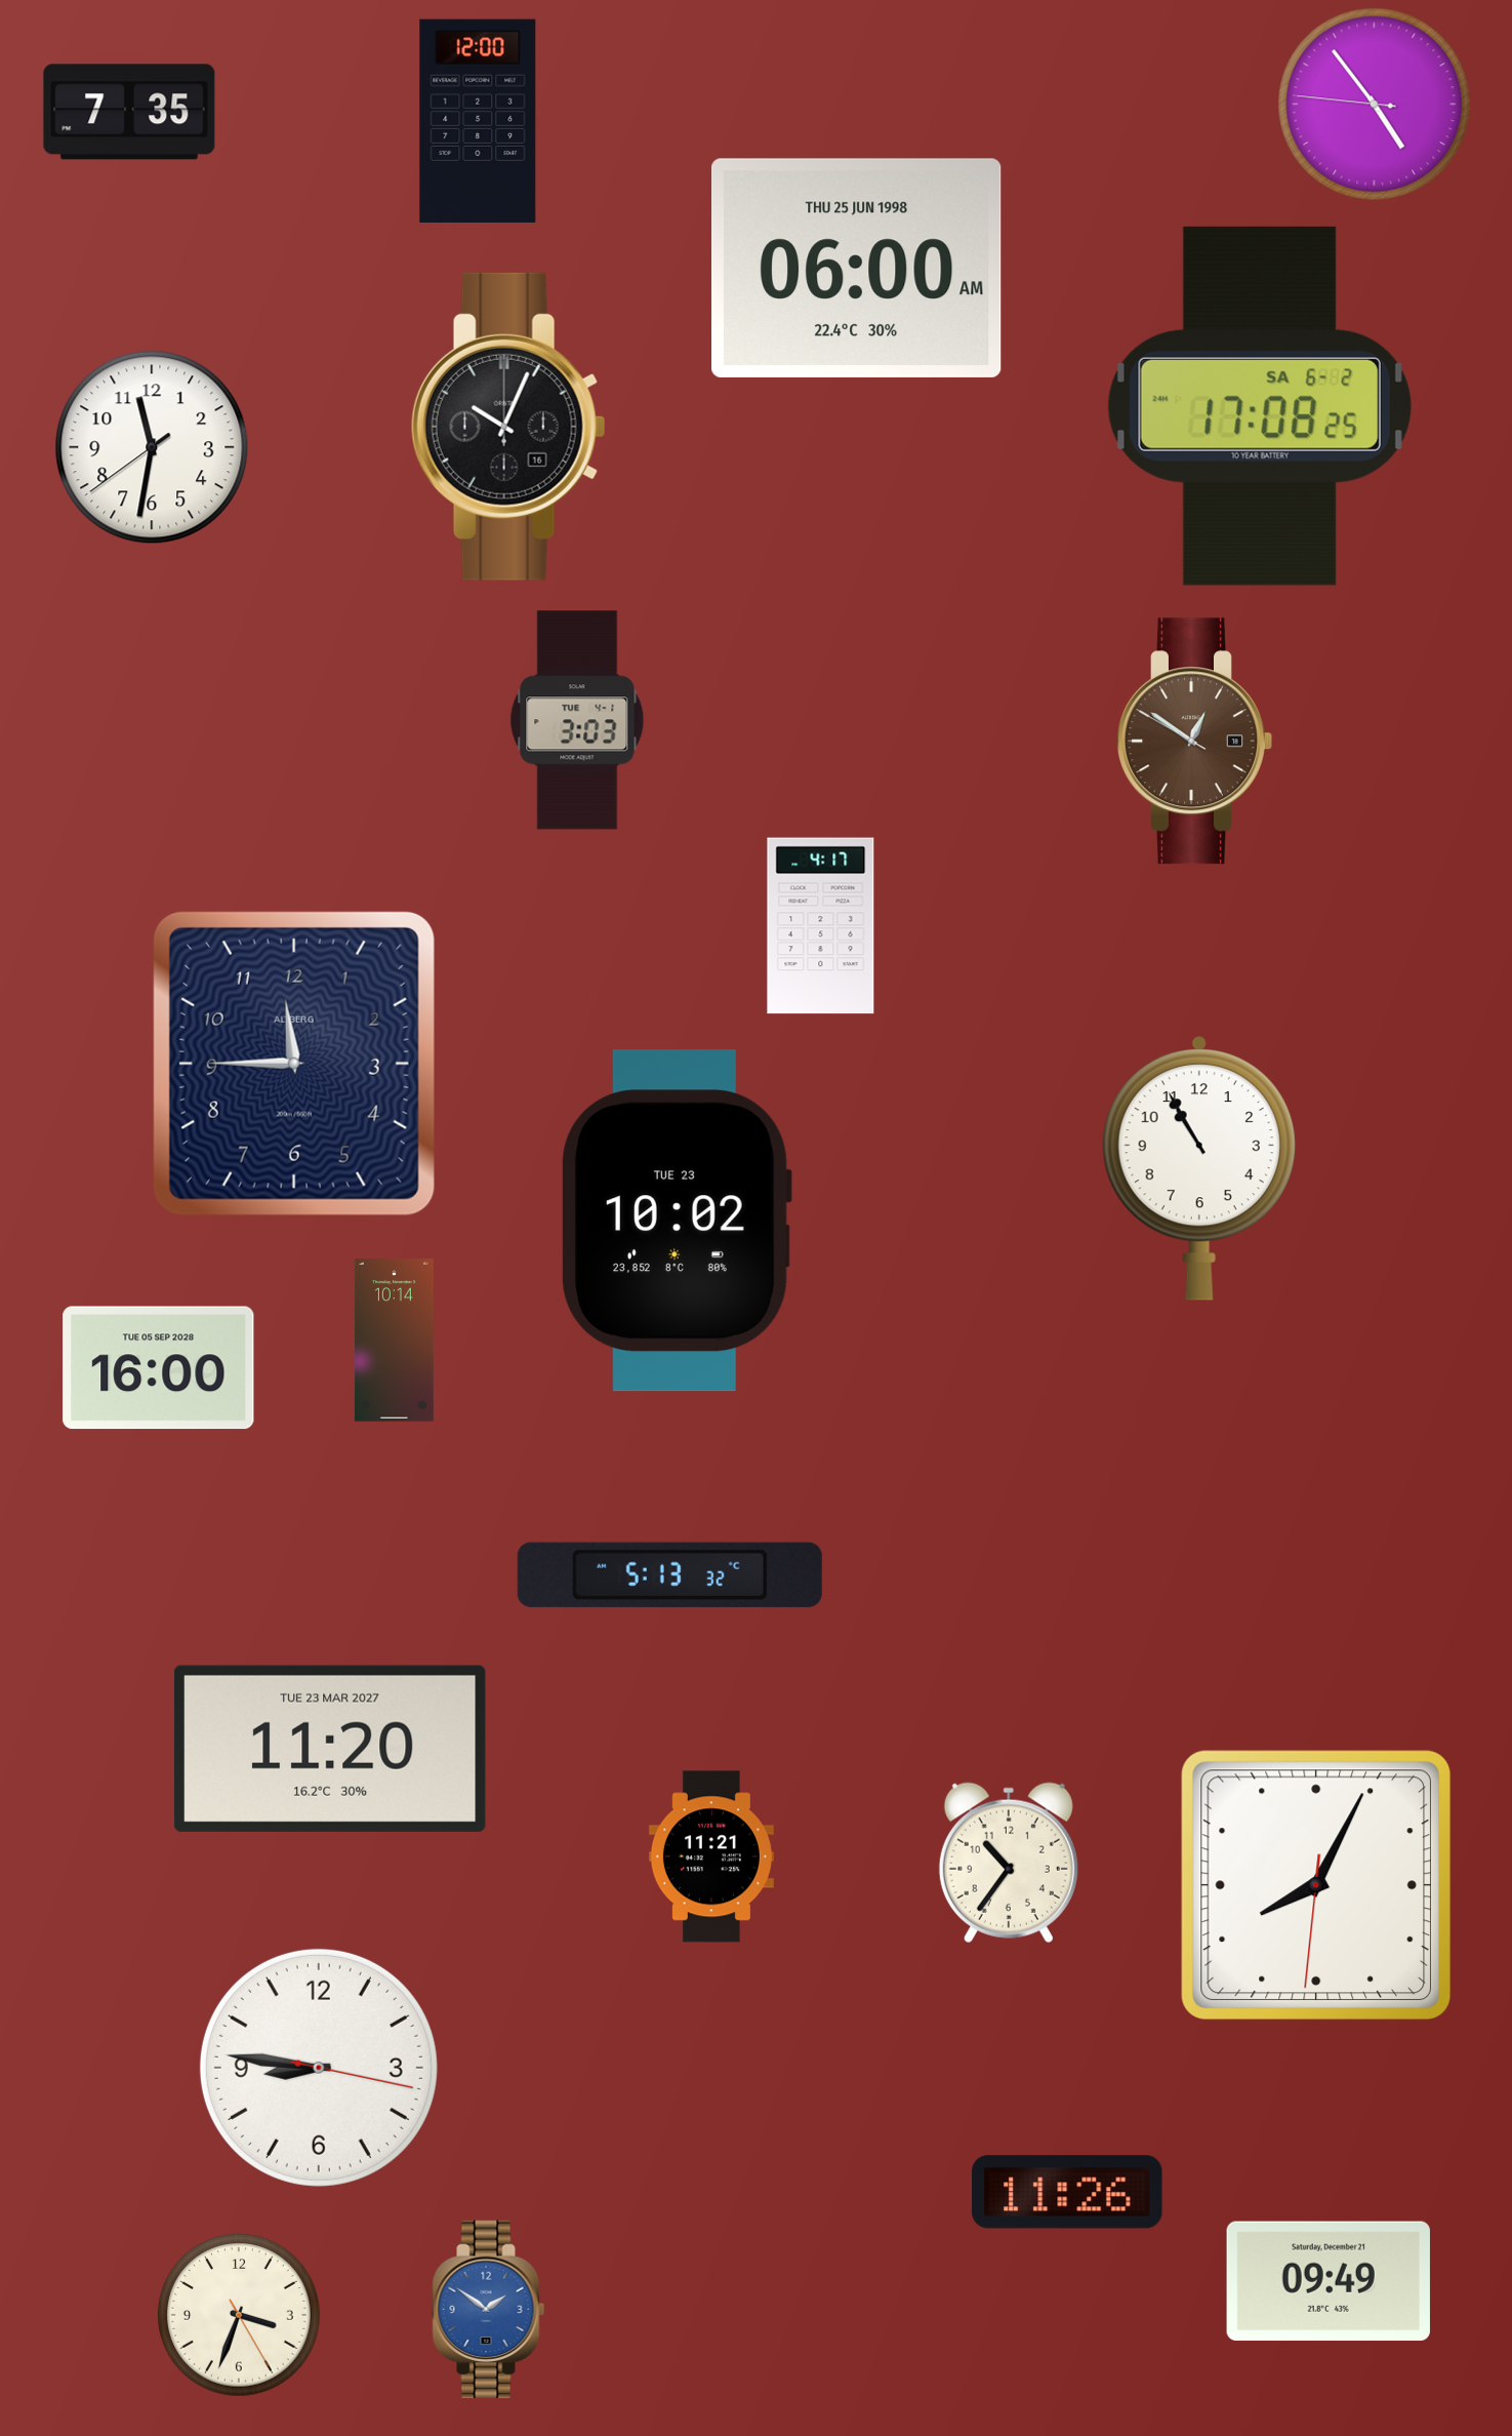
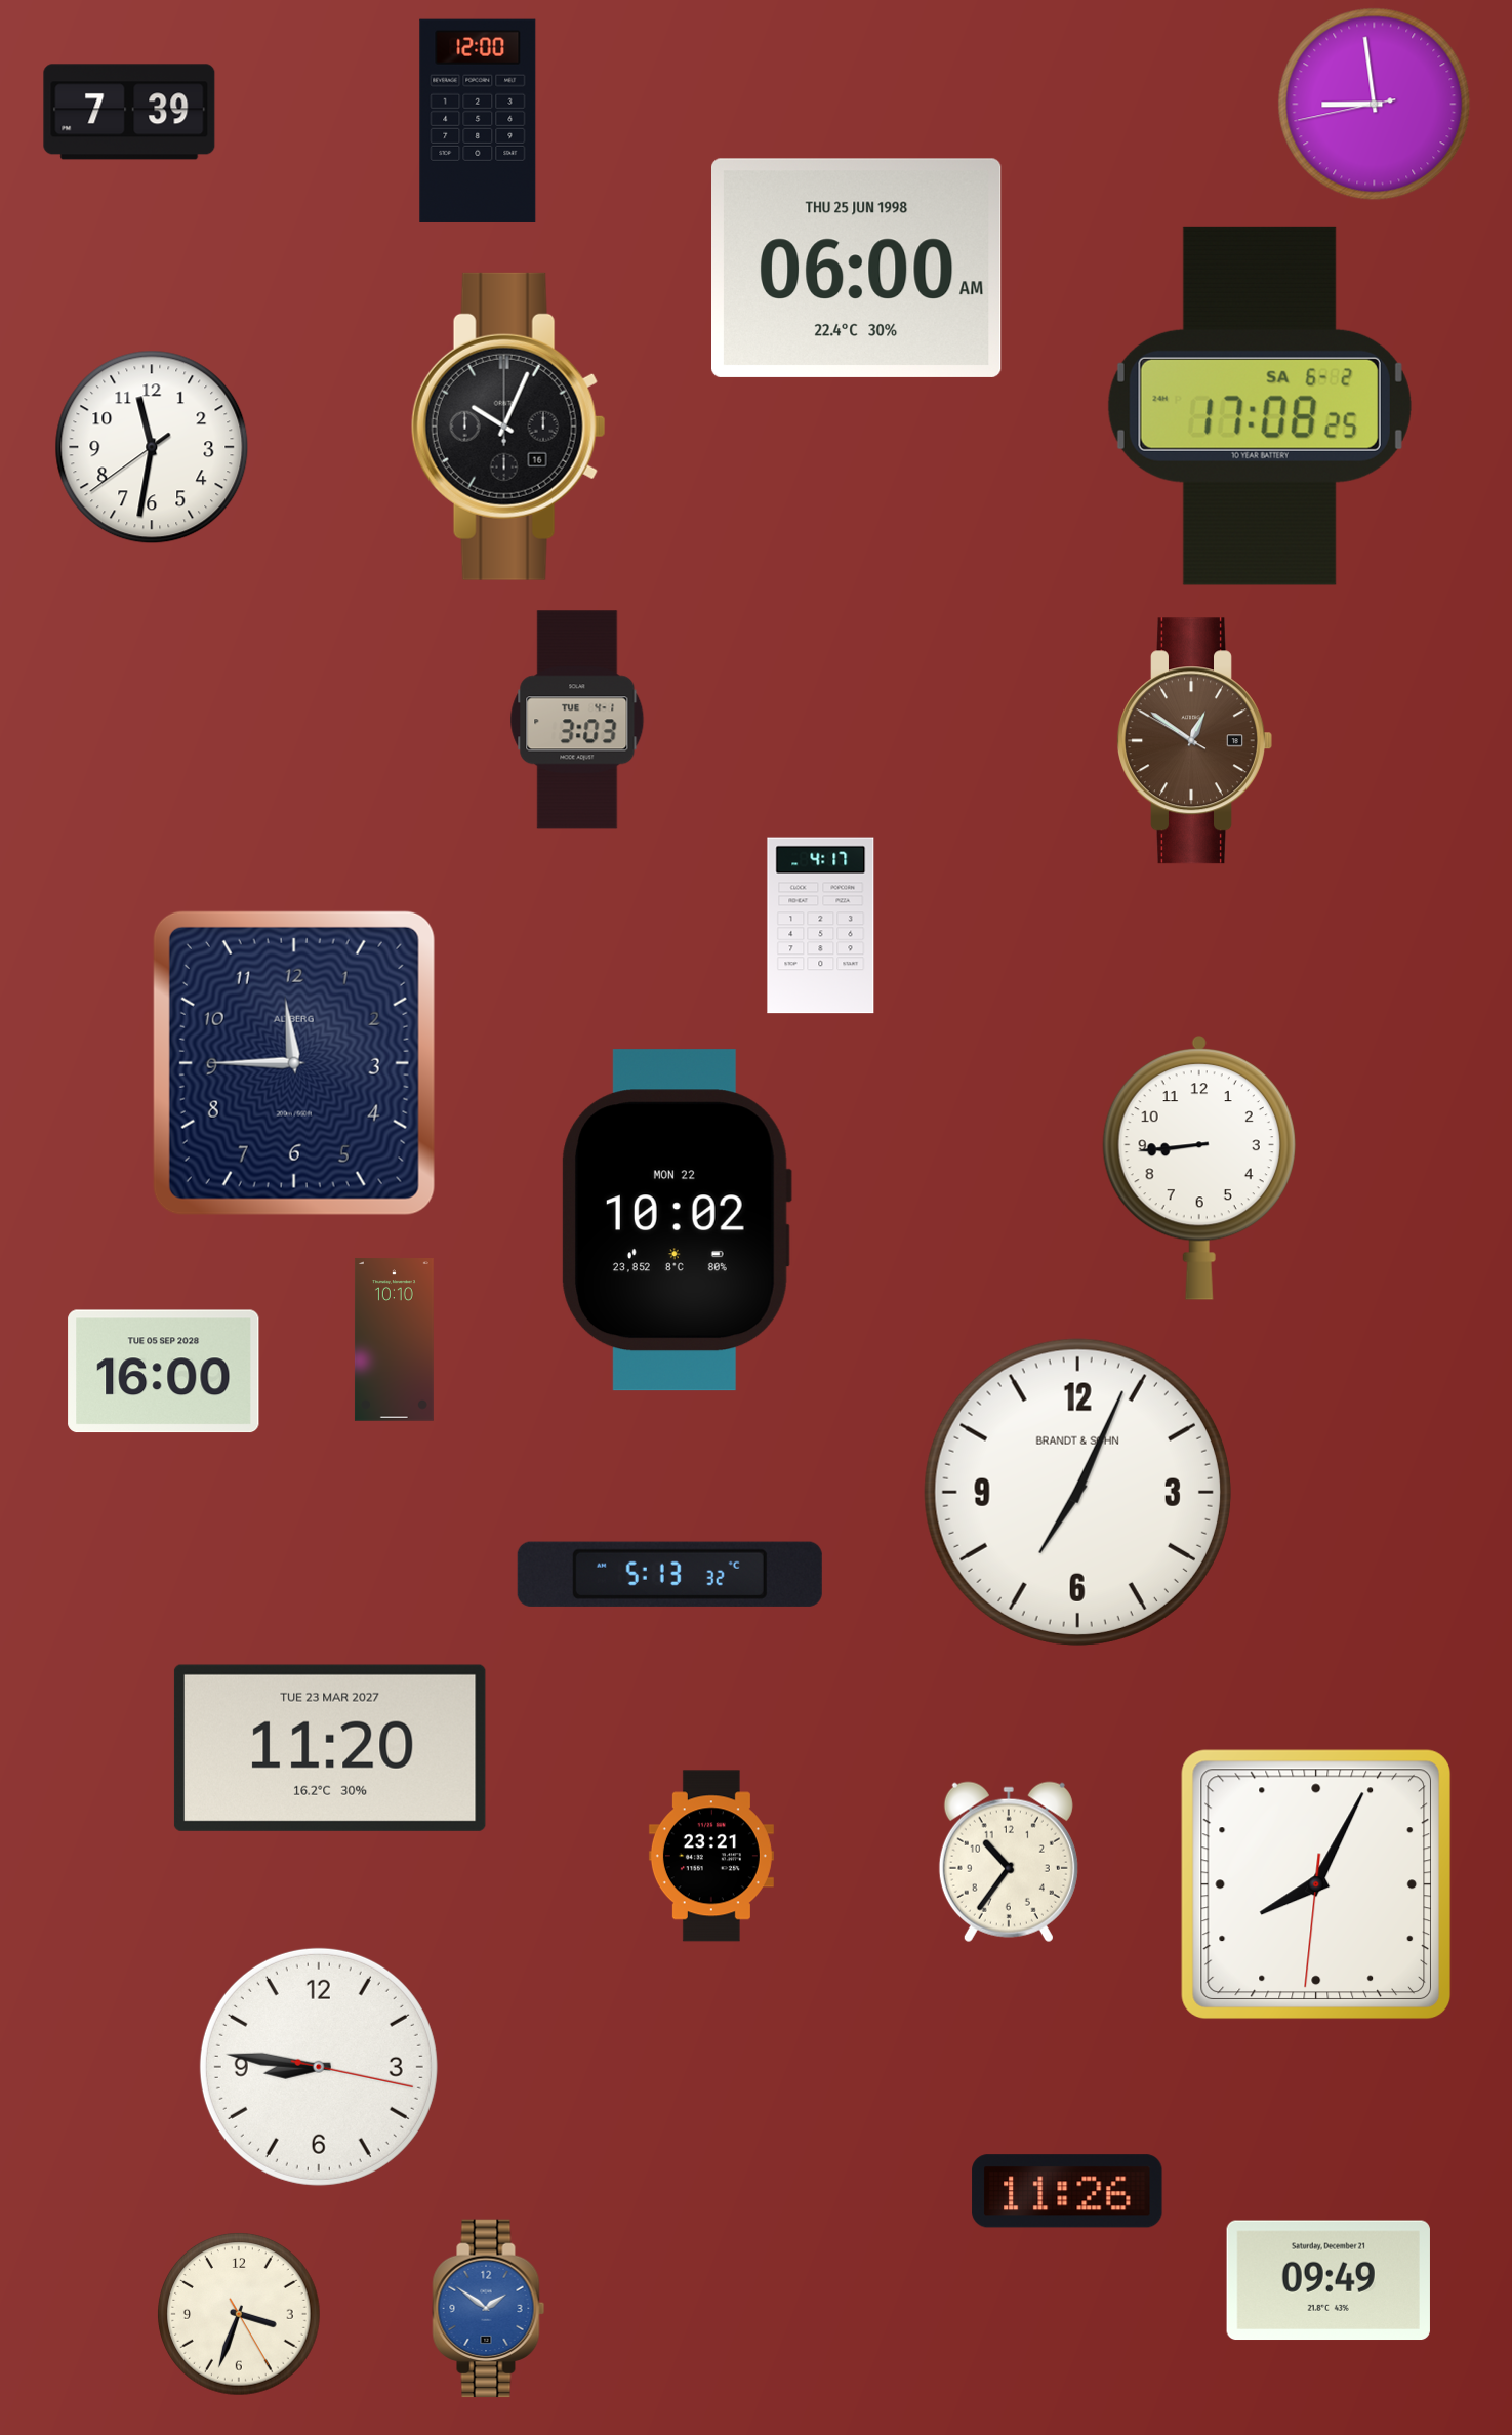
clock at (1375, 105): 4:53 -> 8:58
clock at (129, 112): 7:35 -> 7:39
clock at (1199, 1169): 10:55 -> 8:44
clock at (677, 1221) date: TUE 23 -> MON 22
clock at (394, 1341): 10:14 -> 10:10
clock at (159, 1368) position: (159, 1368) -> (164, 1372)
clock at (1077, 1492): none -> 7:04
clock at (711, 1856): 11:21 -> 23:21
